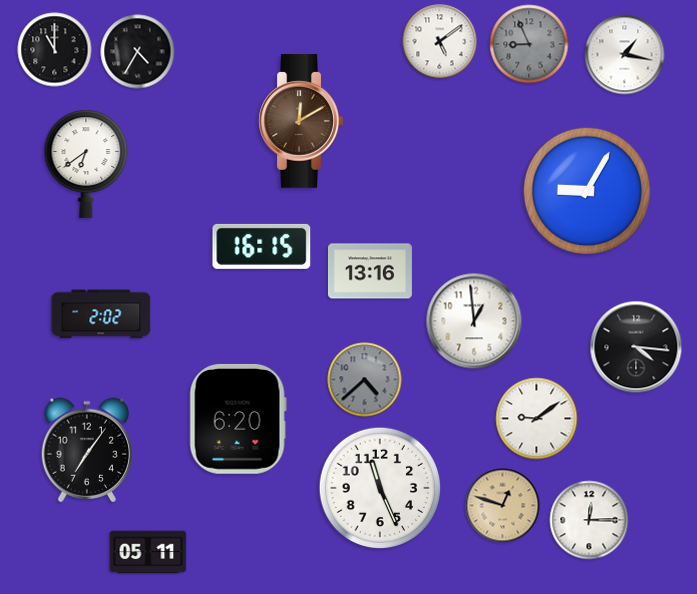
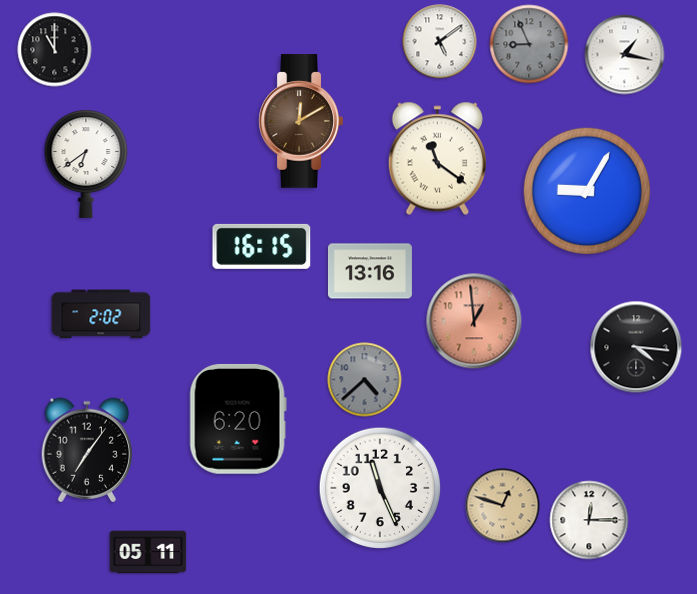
clock at (138, 52): 4:35 -> none
clock at (437, 159): none -> 11:21
clock at (474, 321) dial: white -> salmon
clock at (537, 419): 9:09 -> none
